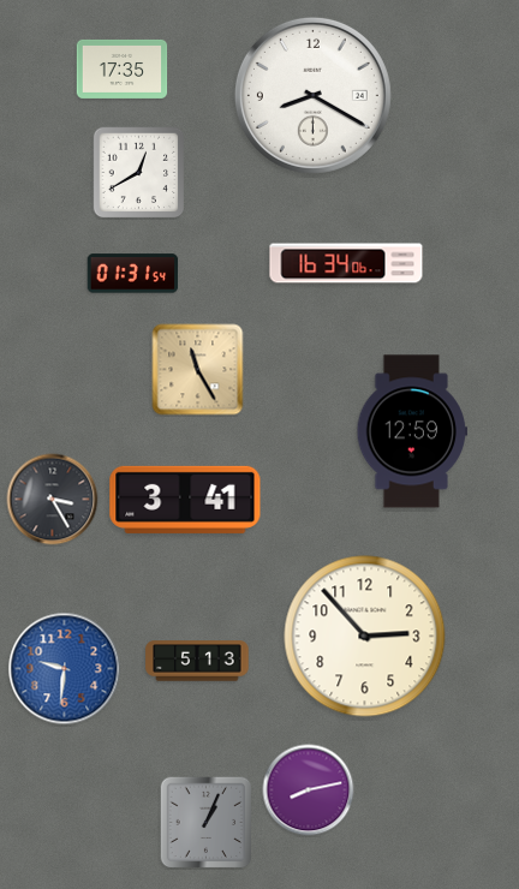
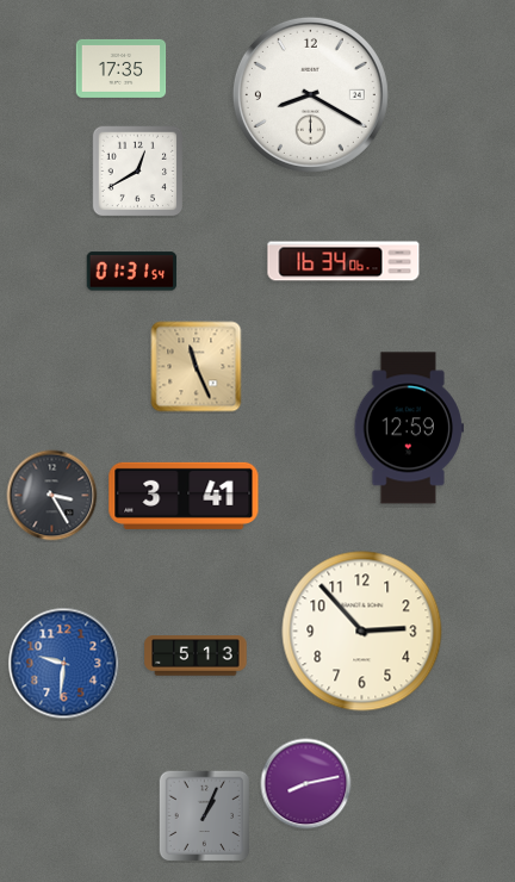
clock at (198, 370): 11:25 -> 11:26
